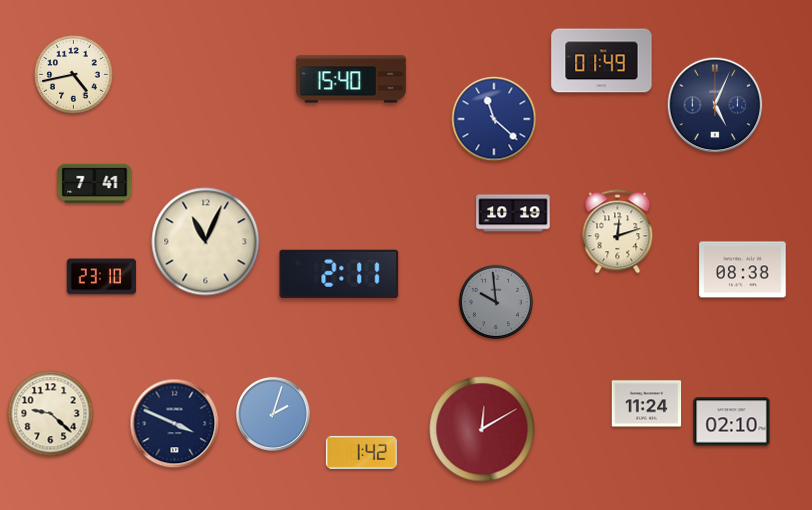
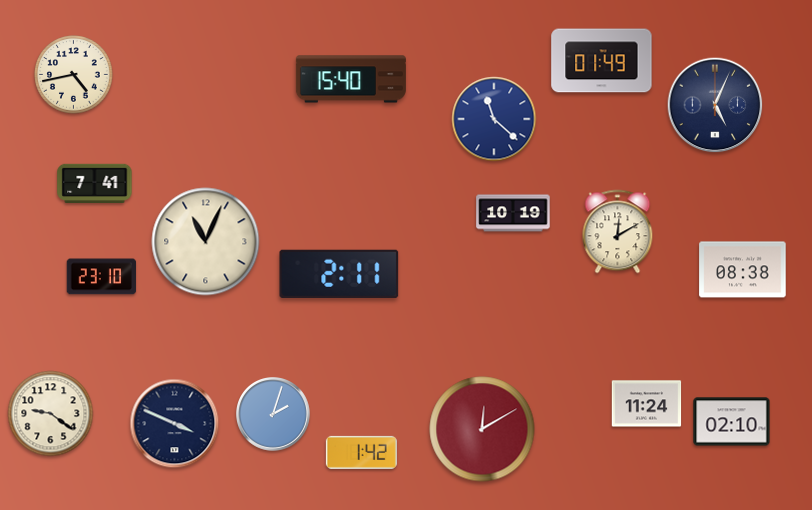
clock at (618, 232): 12:12 -> 12:10
clock at (496, 302): 9:59 -> none
clock at (51, 414): 9:22 -> 9:21
